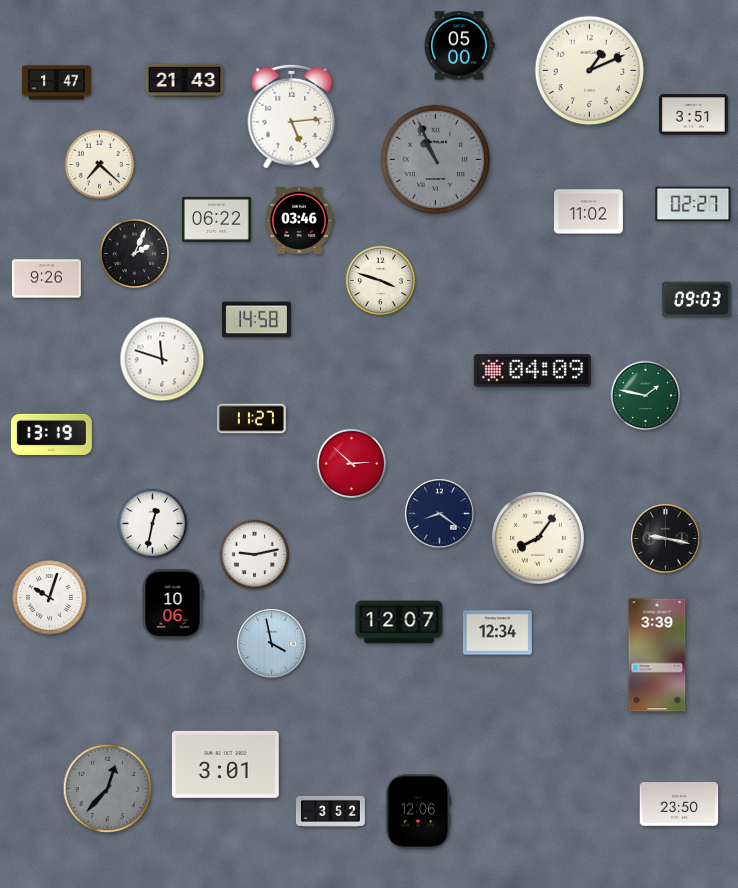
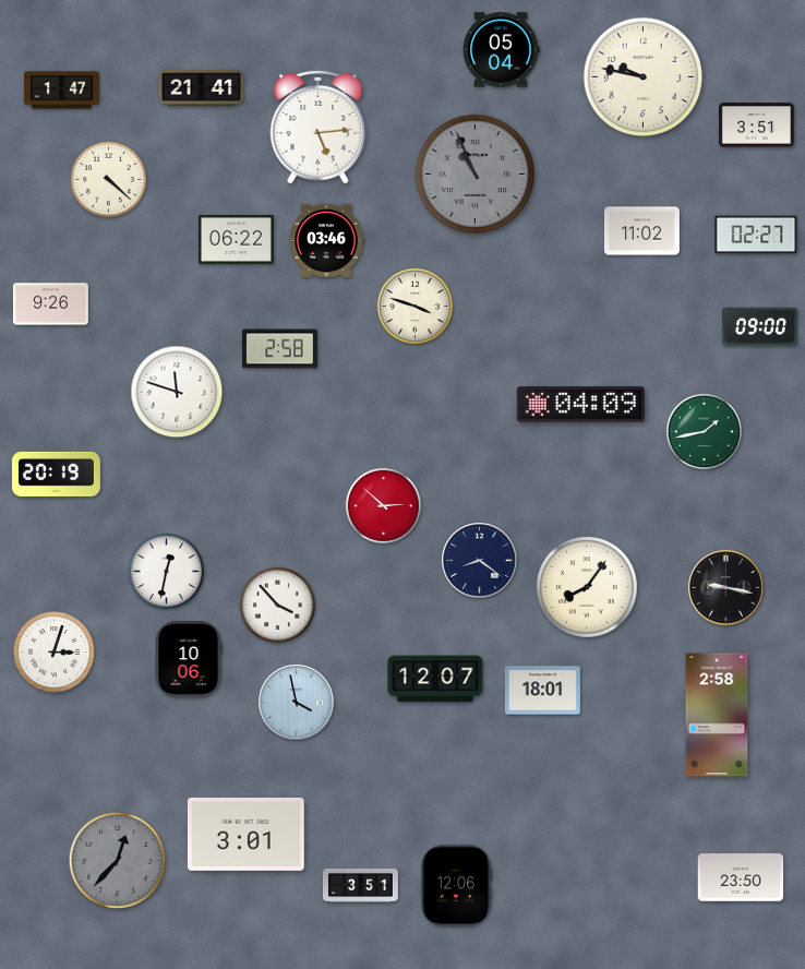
clock at (459, 46): 05:00 -> 05:04
clock at (590, 71): 1:11 -> 9:47
clock at (185, 81): 21:43 -> 21:41
clock at (100, 165): 7:22 -> 4:22
clock at (693, 204) position: (693, 204) -> (756, 235)
clock at (135, 254): 2:04 -> none
clock at (696, 299): 09:03 -> 09:00
clock at (256, 320): 14:58 -> 2:58
clock at (646, 396): 1:47 -> 1:43
clock at (251, 419): 11:27 -> none
clock at (51, 434): 13:19 -> 20:19
clock at (255, 555): 9:13 -> 3:53
clock at (50, 598): 10:03 -> 3:03
clock at (497, 633): 12:34 -> 18:01
clock at (657, 655): 3:39 -> 2:58
clock at (330, 811): 3:52 -> 3:51
